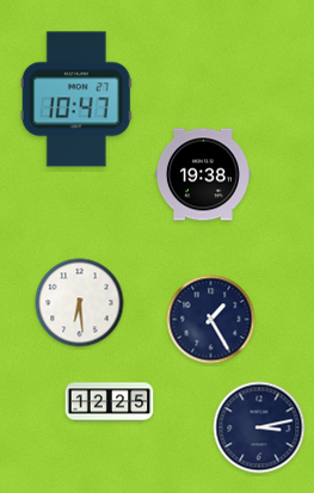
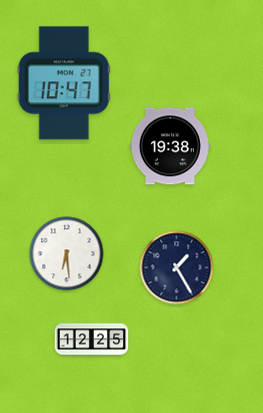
clock at (110, 402) position: (110, 402) -> (92, 340)
clock at (259, 427): 3:13 -> none
